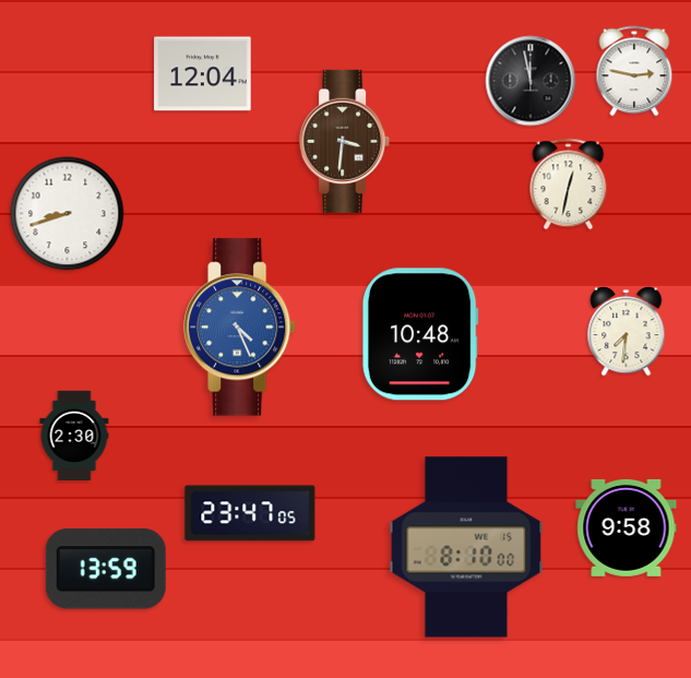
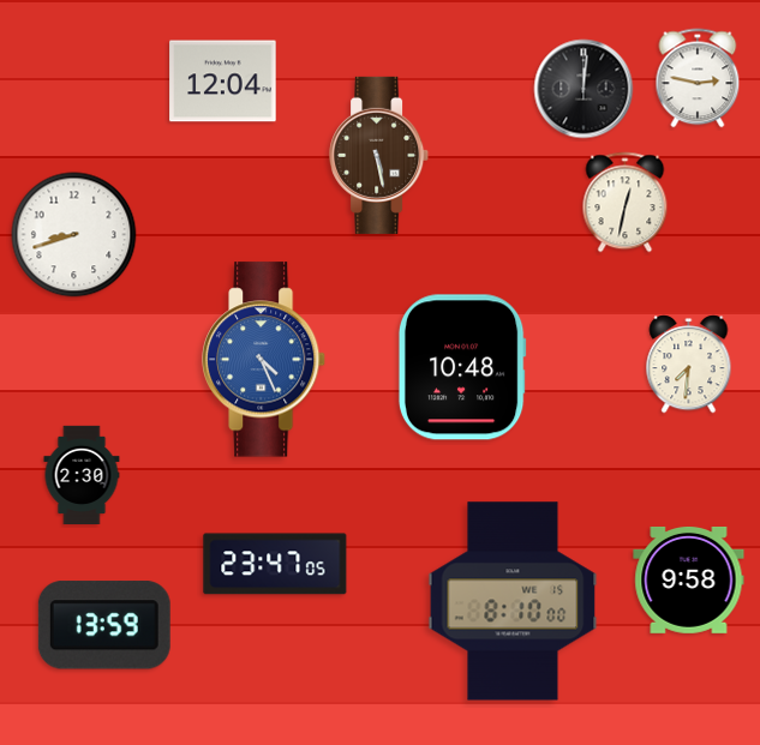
clock at (531, 81): 11:58 -> 12:01
clock at (345, 141): 3:31 -> 5:28
clock at (74, 435) position: (74, 435) -> (82, 474)
clock at (106, 569) position: (106, 569) -> (104, 625)
